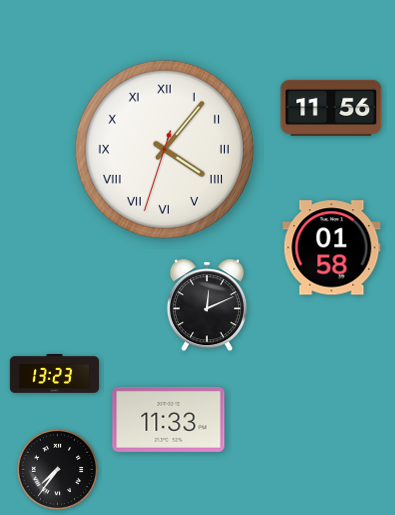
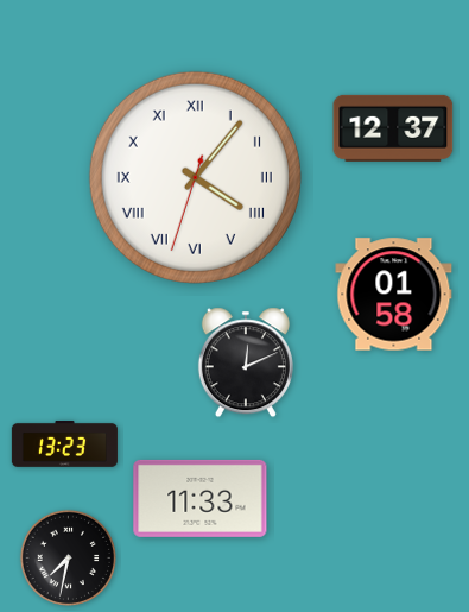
clock at (331, 108): 11:56 -> 12:37
clock at (57, 469): 7:36 -> 7:32
